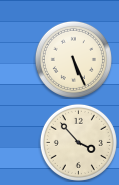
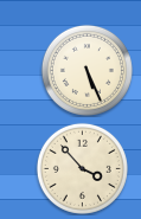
clock at (78, 142) position: (78, 142) -> (82, 168)
